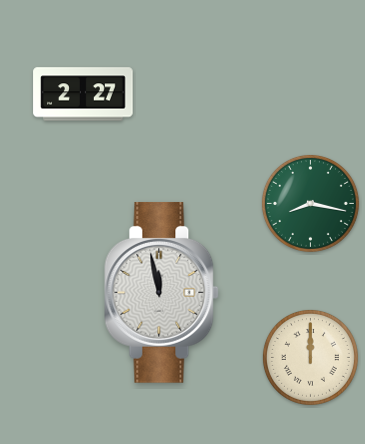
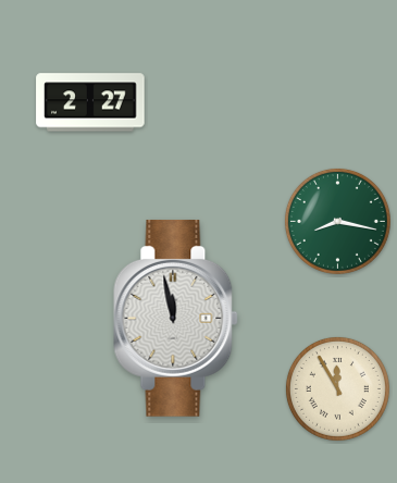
clock at (310, 357): 12:00 -> 11:55
